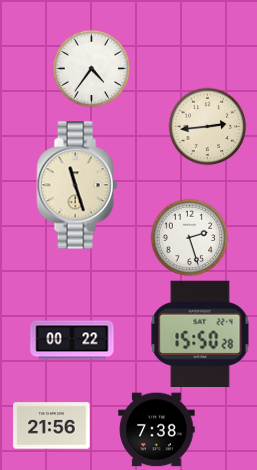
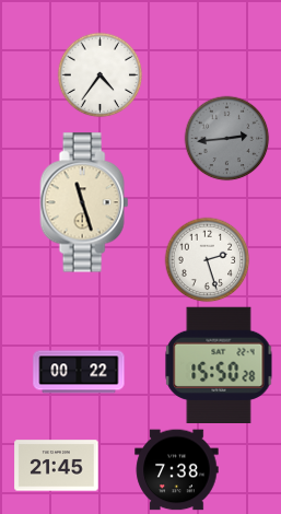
clock at (207, 126) dial: cream -> grey
clock at (52, 426): 21:56 -> 21:45
clock at (157, 430) position: (157, 430) -> (177, 470)
